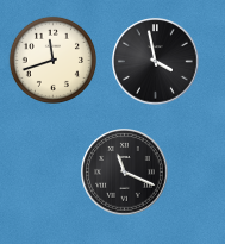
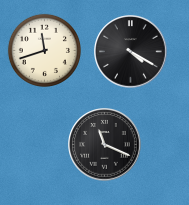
clock at (156, 62): 3:58 -> 4:20
